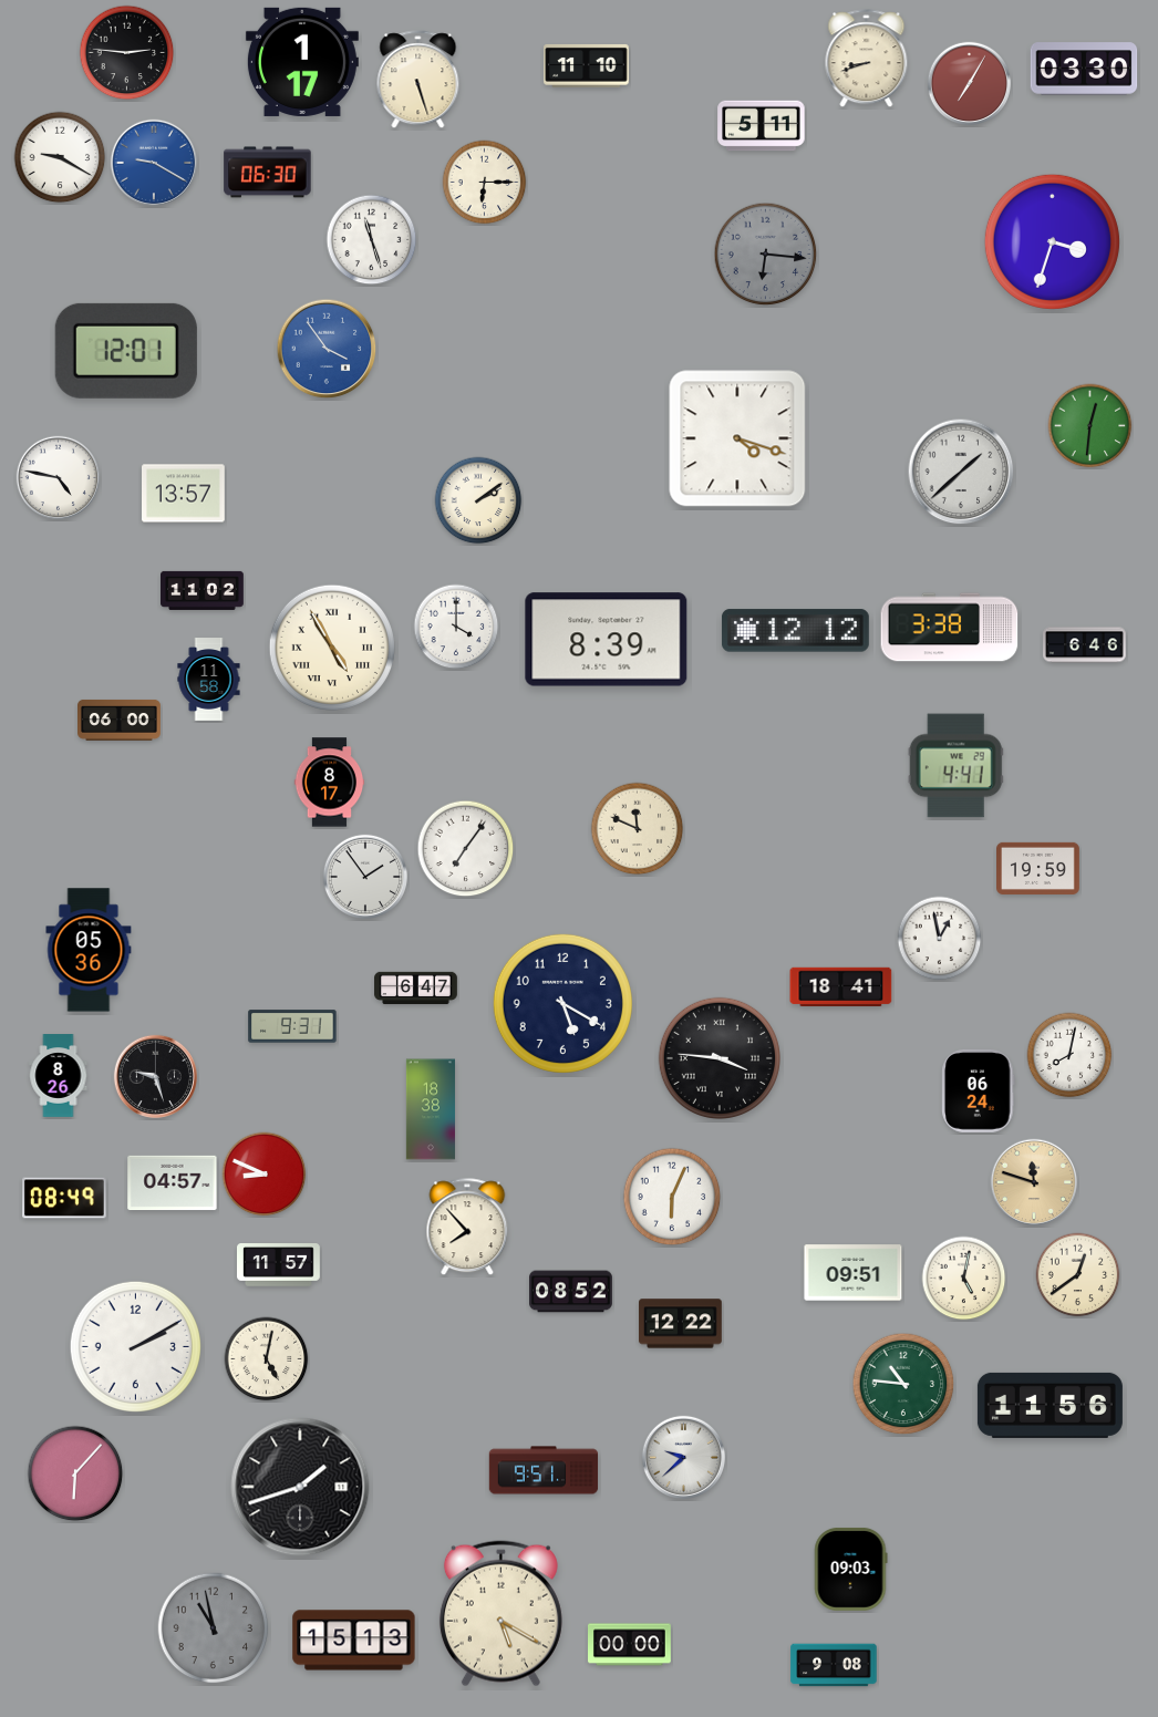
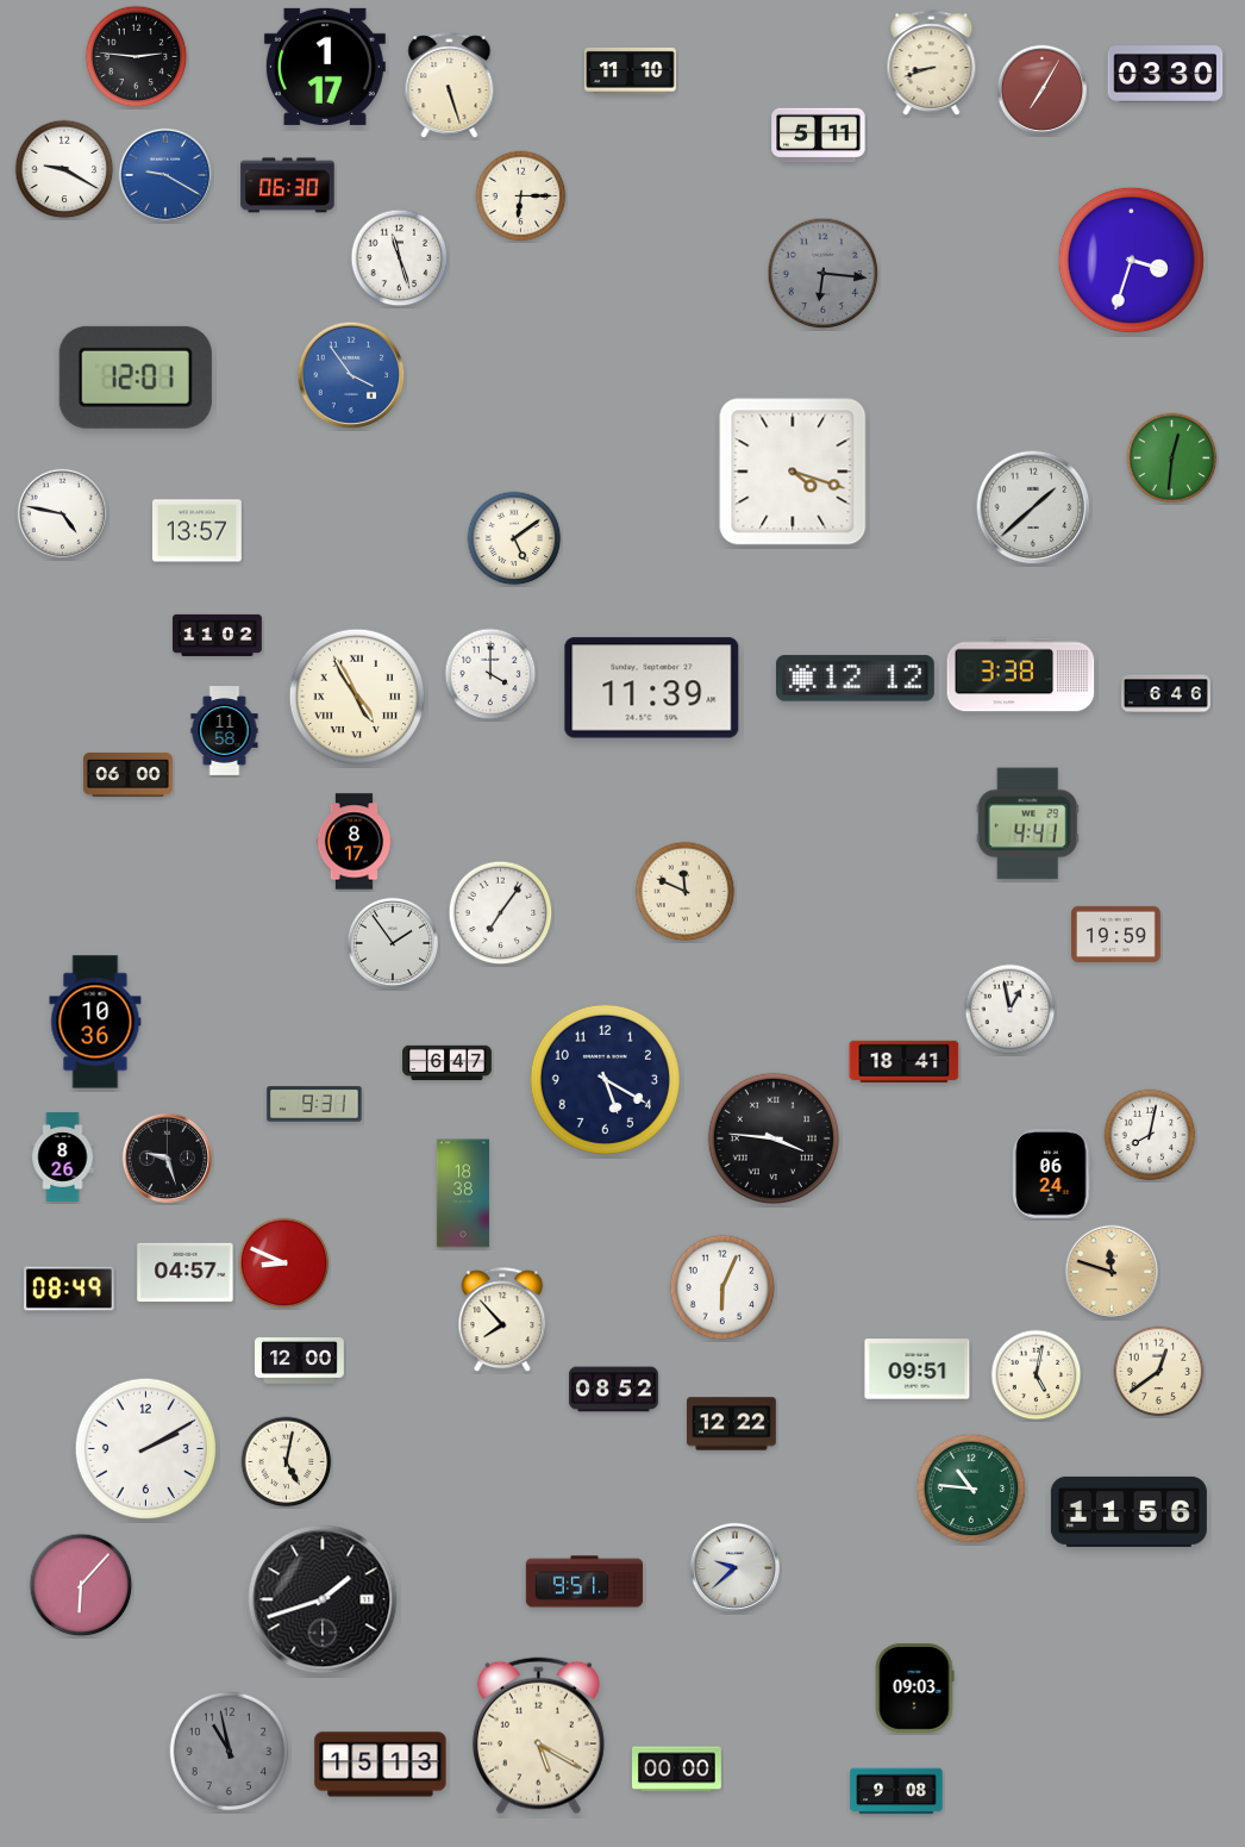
clock at (478, 500): 2:09 -> 5:09
clock at (607, 640): 8:39 -> 11:39
clock at (89, 950): 05:36 -> 10:36
clock at (279, 1265): 11:57 -> 12:00
